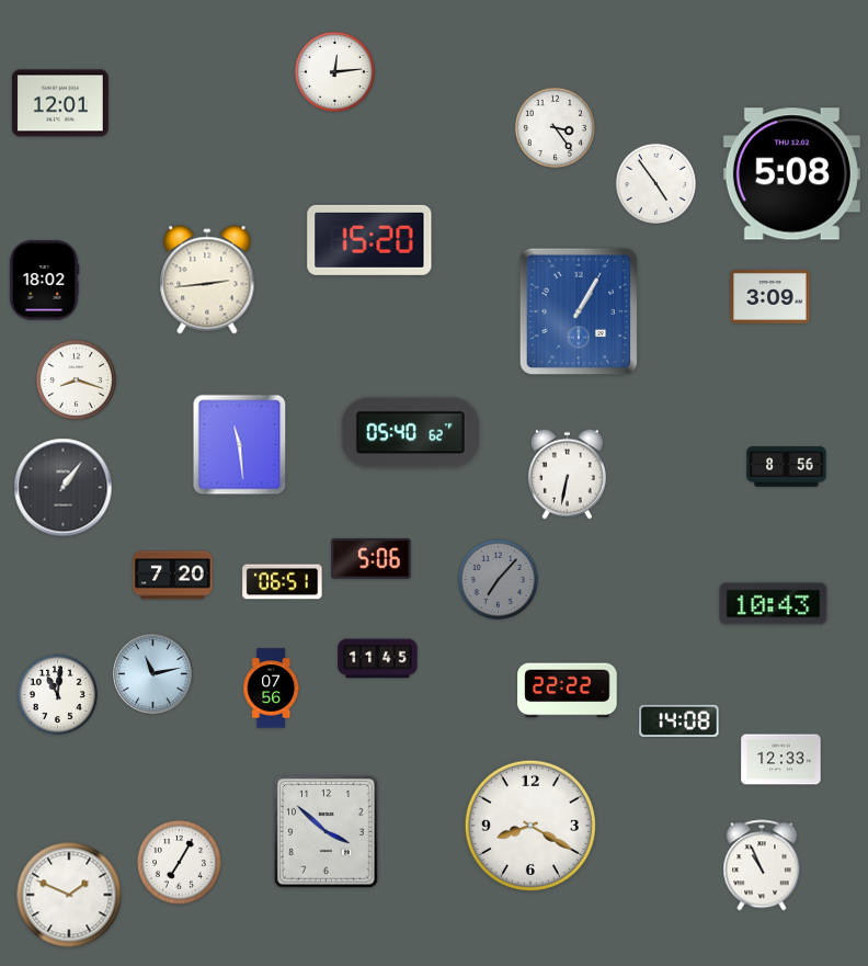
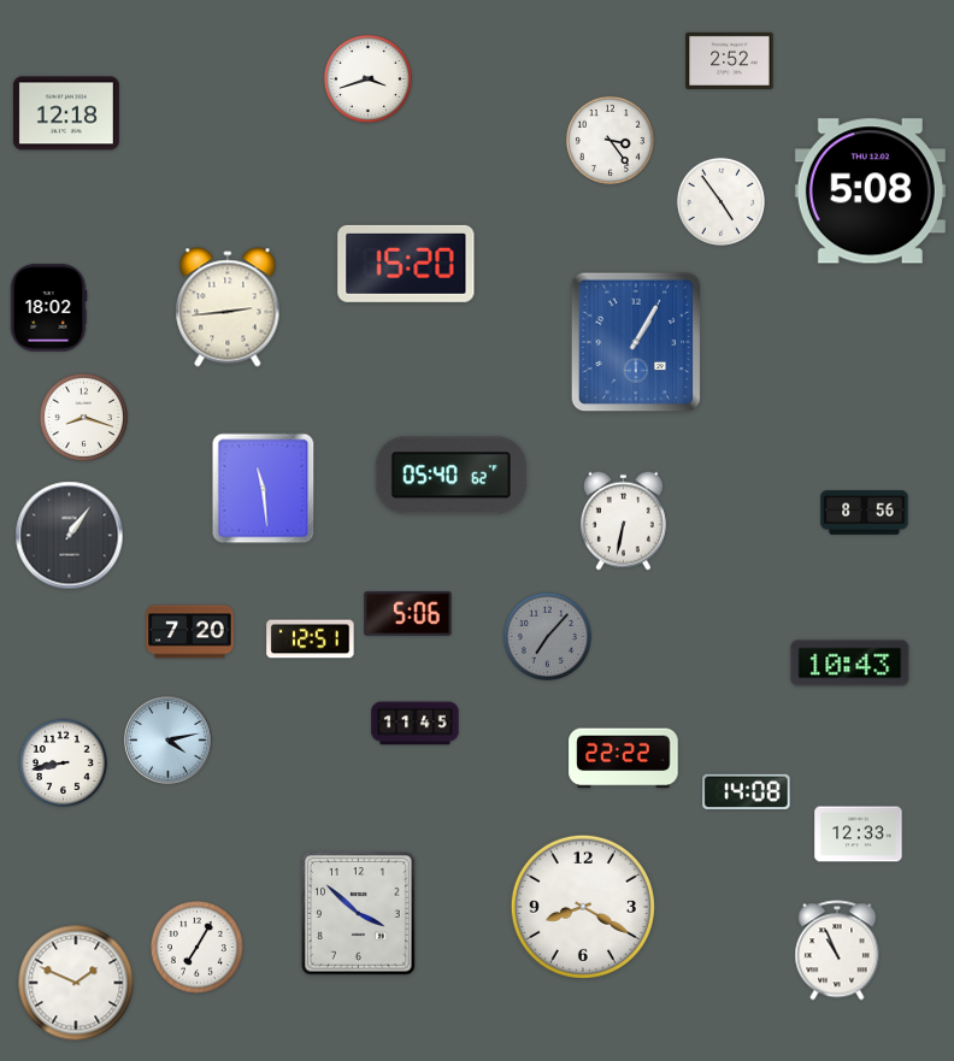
clock at (730, 60): none -> 2:52
clock at (334, 71): 12:14 -> 3:42
clock at (60, 103): 12:01 -> 12:18
clock at (770, 297): 3:09 -> none
clock at (283, 582): 06:51 -> 12:51
clock at (153, 674): 11:13 -> 4:13
clock at (272, 689): 07:56 -> none
clock at (57, 694): 11:01 -> 8:43
